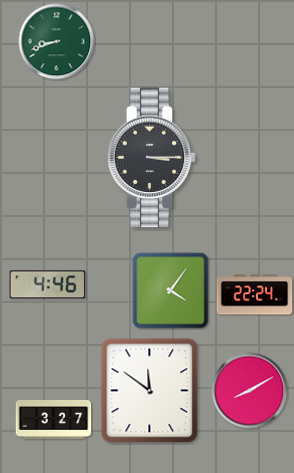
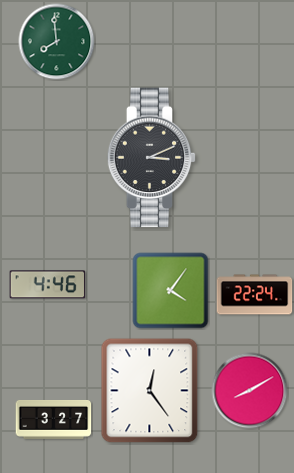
clock at (57, 42): 8:42 -> 7:59
clock at (152, 158): 3:15 -> 3:11
clock at (150, 391): 11:51 -> 12:24
